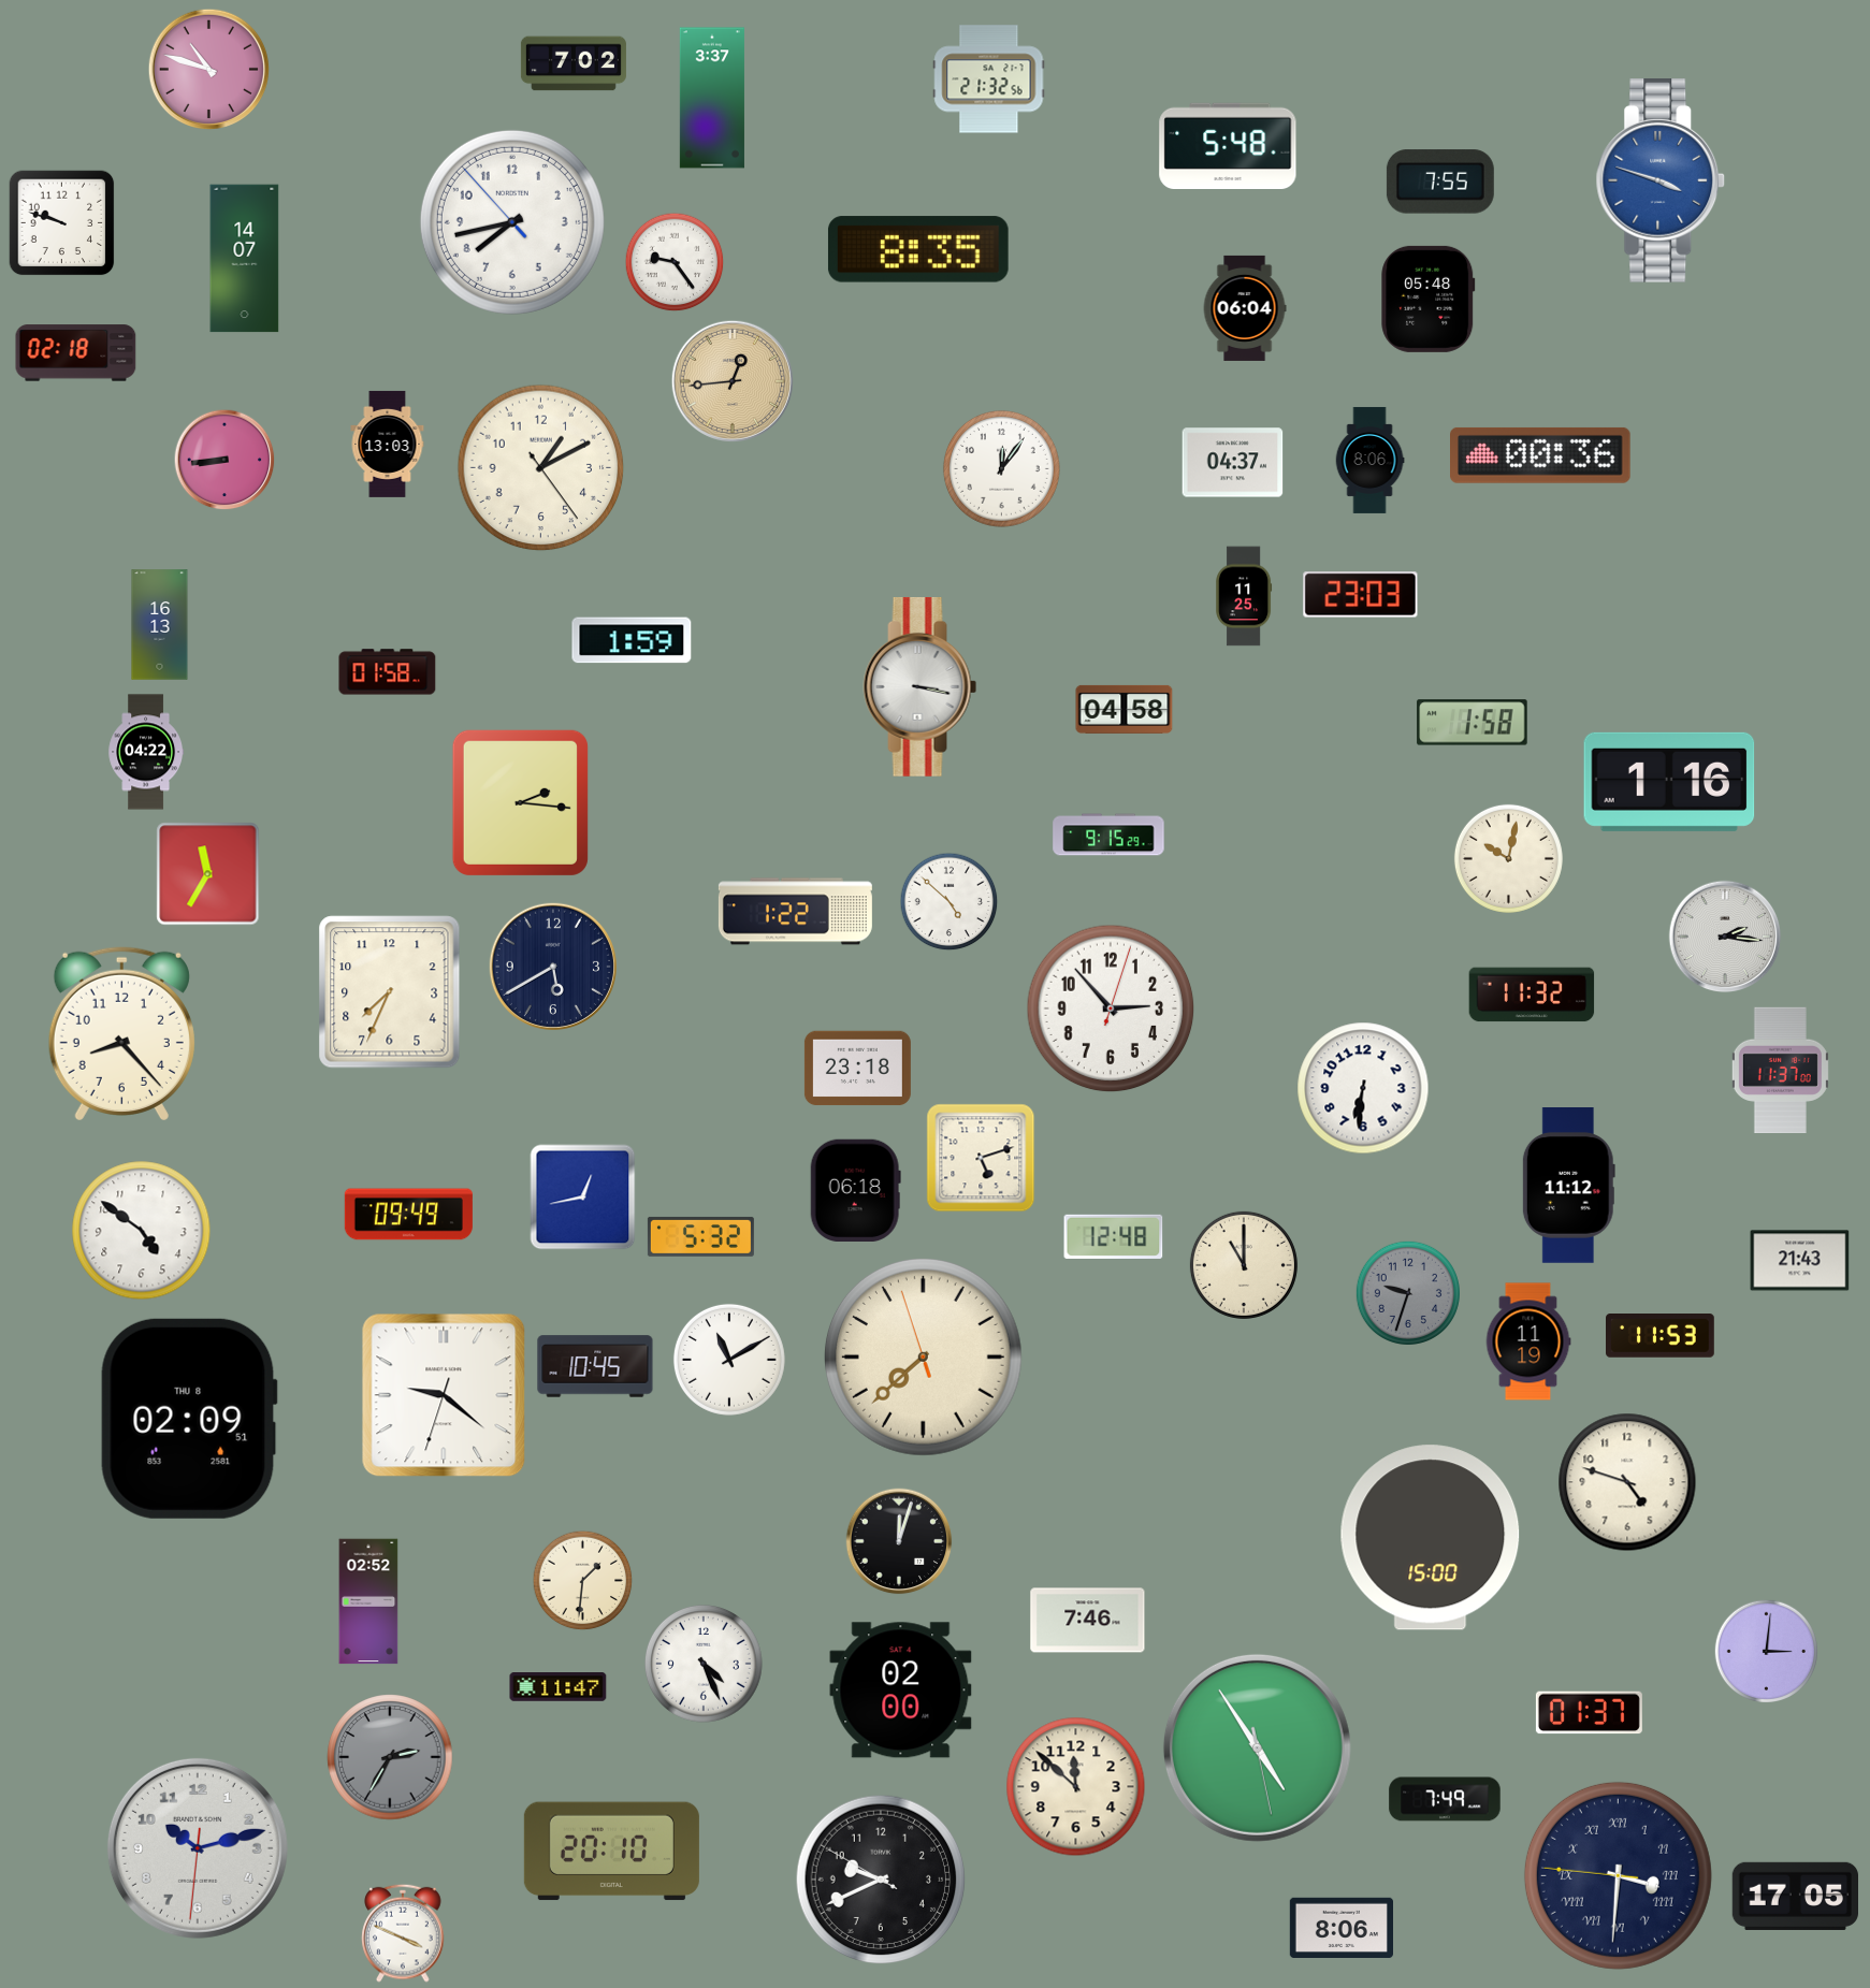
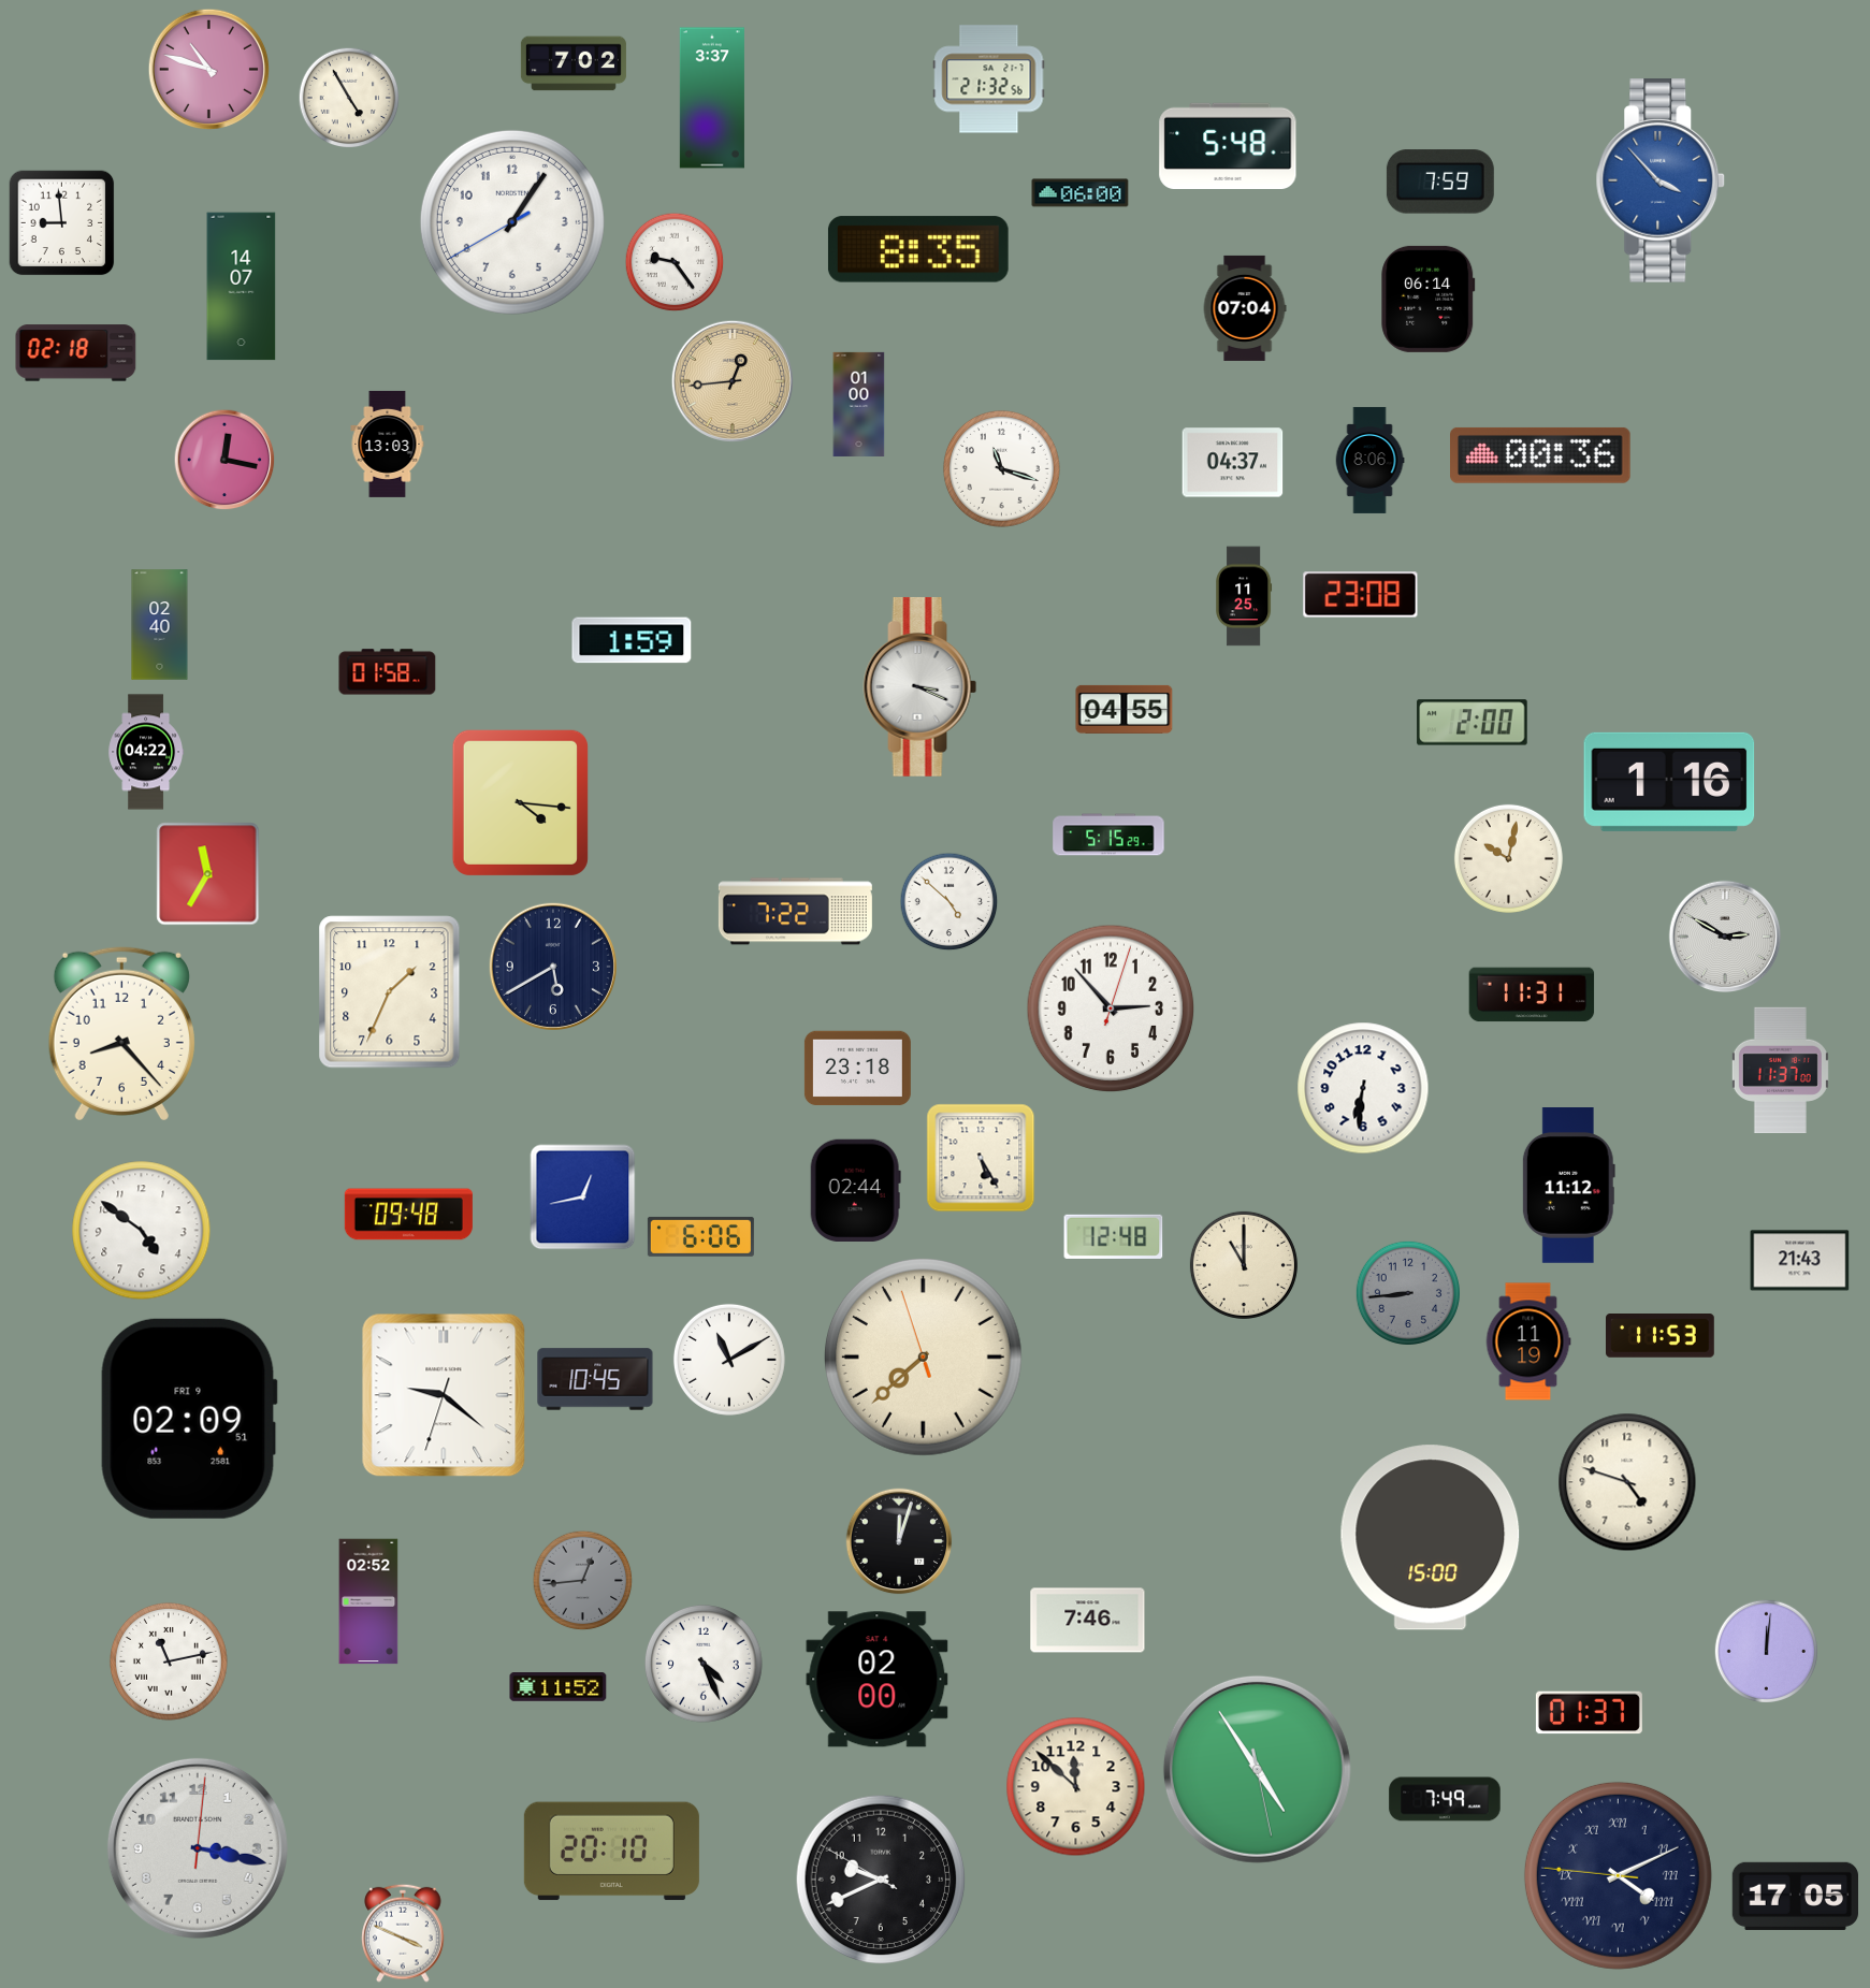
clock at (349, 98): none -> 4:55
clock at (1440, 182): 7:55 -> 7:59
clock at (1661, 182): 3:48 -> 3:53
clock at (1081, 193): none -> 06:00
clock at (512, 222): 7:42 -> 1:05
clock at (62, 223): 9:48 -> 8:59
clock at (245, 259) position: (245, 259) -> (242, 287)
clock at (1429, 299): 05:48 -> 06:14
clock at (1245, 308): 06:04 -> 07:04
clock at (859, 404): none -> 01:00
clock at (224, 460): 8:44 -> 12:17
clock at (541, 468): 1:10 -> none
clock at (1001, 468): 12:06 -> 11:18
clock at (1361, 595): 23:03 -> 23:08
clock at (160, 625): 16:13 -> 02:40
clock at (920, 686): 3:17 -> 3:19
clock at (1125, 709): 04:58 -> 04:55
clock at (1473, 723): 1:58 -> 2:00
clock at (520, 802): 2:16 -> 4:16
clock at (1108, 835): 9:15 -> 5:15
clock at (795, 912): 1:22 -> 7:22
clock at (1725, 937): 2:16 -> 2:50
clock at (390, 992): 7:34 -> 1:34
clock at (1532, 995): 11:32 -> 11:31
clock at (981, 1158): 5:12 -> 5:25
clock at (855, 1190): 06:18 -> 02:44
clock at (408, 1215): 09:49 -> 09:48
clock at (700, 1236): 5:32 -> 6:06
clock at (1407, 1292): 9:33 -> 8:44
clock at (595, 1366) position: (595, 1366) -> (595, 1379)
clock at (189, 1419) date: THU 8 -> FRI 9
clock at (583, 1581): 1:31 -> 12:44
clock at (583, 1581) dial: cream -> grey
clock at (1766, 1651): 3:01 -> 12:01
clock at (169, 1661): none -> 11:13
clock at (559, 1687): 11:47 -> 11:52
clock at (901, 1690) position: (901, 1690) -> (878, 1680)
clock at (1257, 1747) position: (1257, 1747) -> (1257, 1769)
clock at (390, 1757): 2:35 -> none
clock at (198, 1848): 10:12 -> 3:17
clock at (1618, 1875): 3:30 -> 4:10
clock at (1340, 1927): 8:06 -> none
